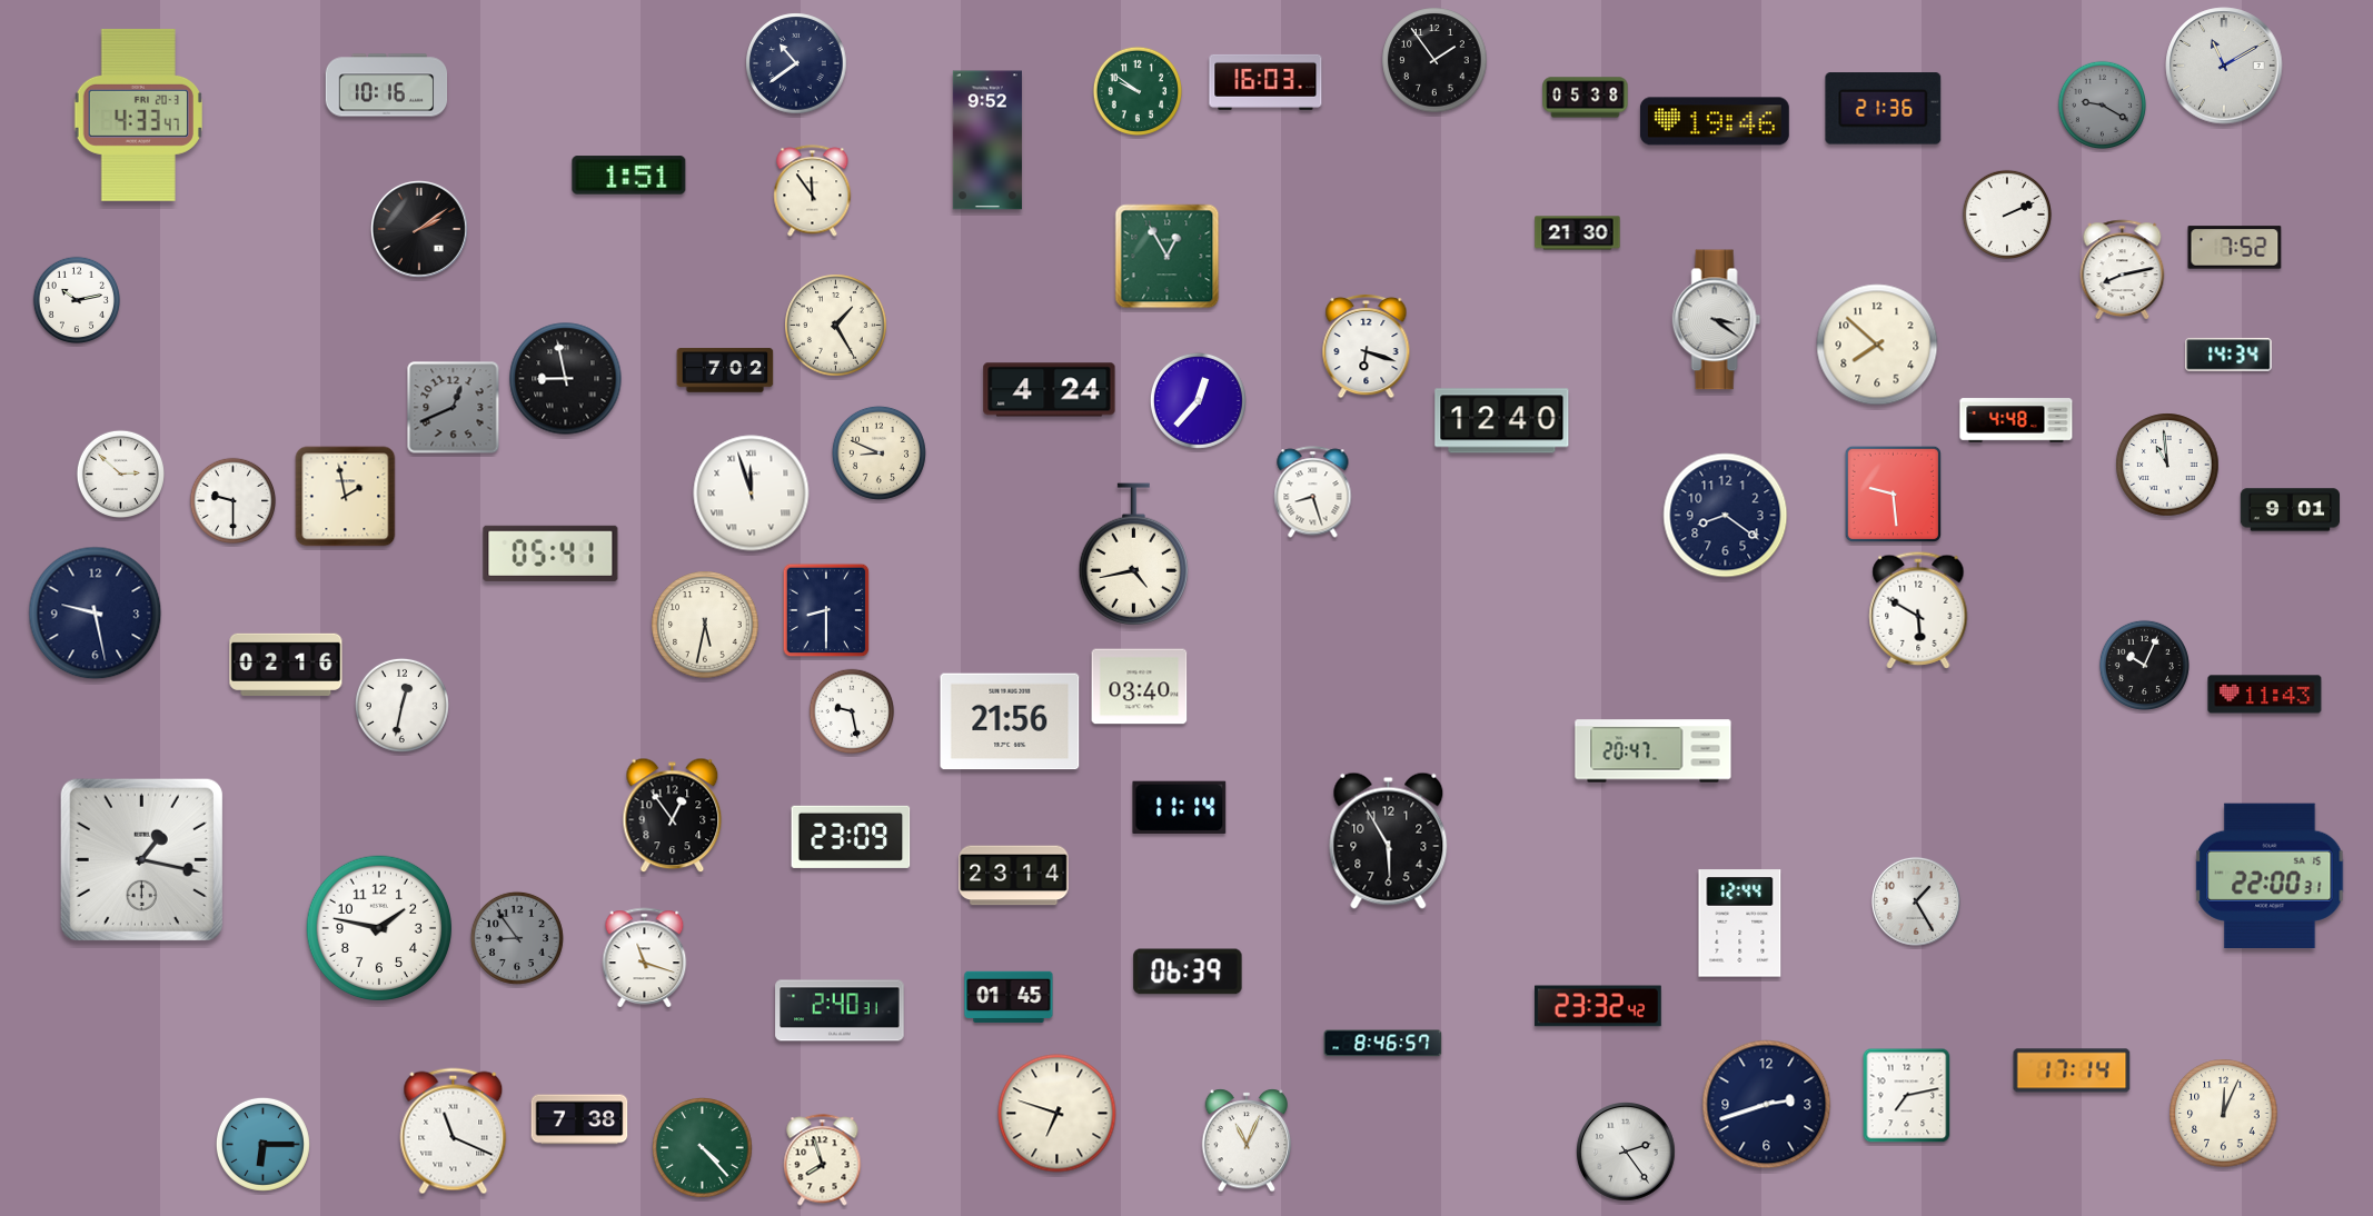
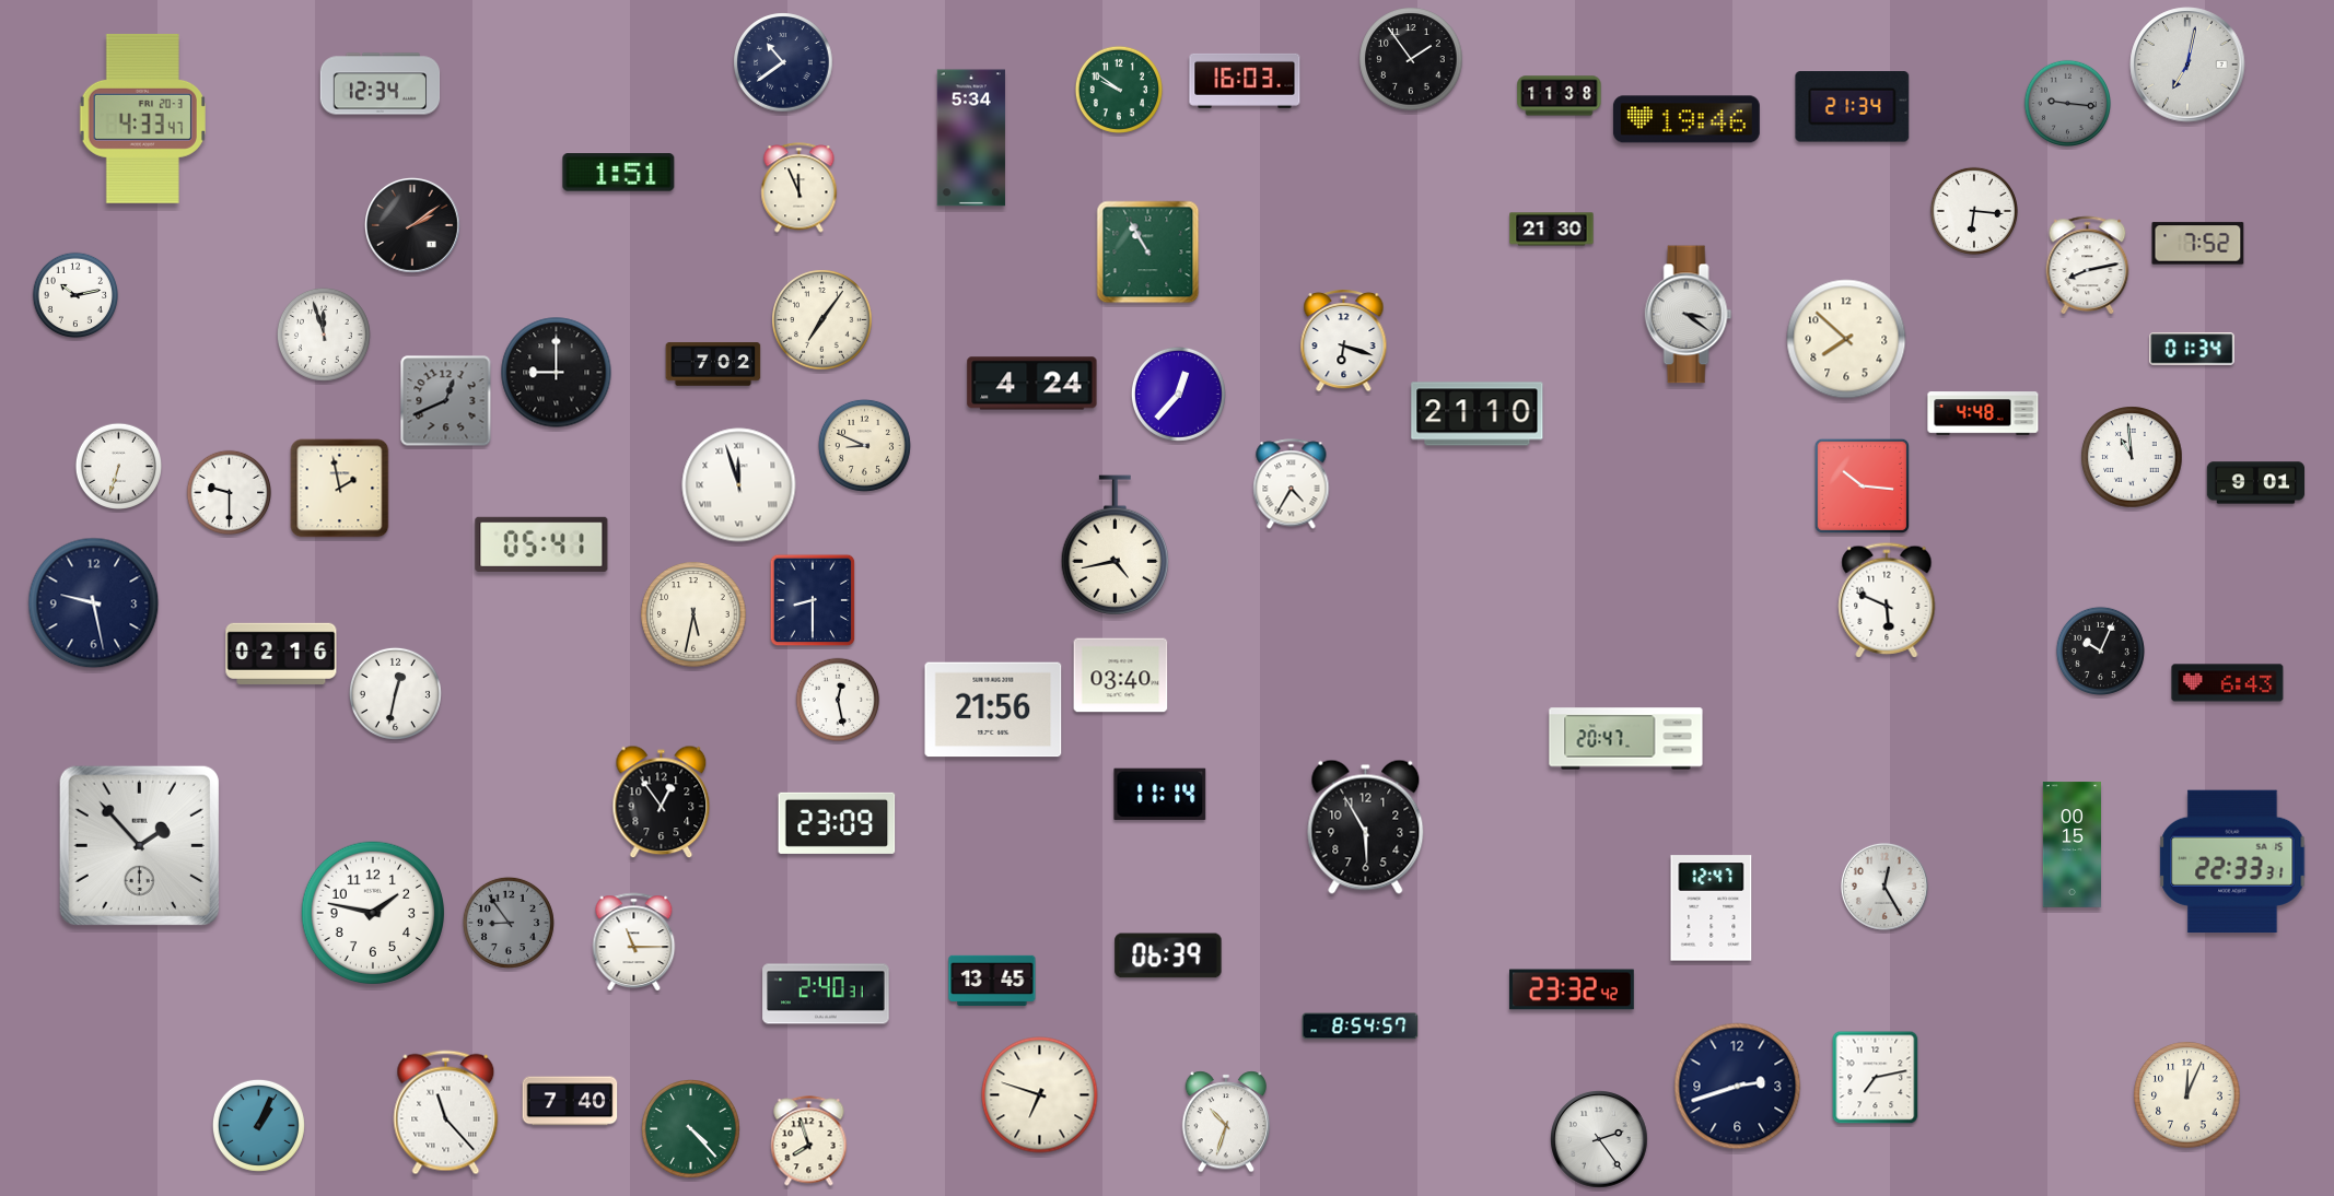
clock at (2224, 66): 11:10 -> 7:02
clock at (387, 86): 10:16 -> 12:34
clock at (1586, 98): 05:38 -> 11:38
clock at (2102, 104): 9:20 -> 9:16
clock at (1884, 109): 21:36 -> 21:34
clock at (138, 114) position: (138, 114) -> (142, 118)
clock at (987, 140): 9:52 -> 5:34
clock at (813, 191): 11:54 -> 11:56
clock at (2006, 213): 2:11 -> 6:16
clock at (1168, 257): 12:55 -> 10:55
clock at (836, 326): 1:25 -> 7:06
clock at (324, 335): none -> 11:57
clock at (2228, 355): 14:34 -> 01:34
clock at (566, 379): 8:58 -> 9:00
clock at (1502, 421): 12:40 -> 21:10
clock at (120, 474): 2:52 -> 6:33
clock at (1313, 492): 8:27 -> 4:35
clock at (1893, 494): 9:29 -> 10:16
clock at (2291, 510) position: (2291, 510) -> (2256, 483)
clock at (1726, 516): 8:21 -> none
clock at (1918, 610): 5:50 -> 5:49
clock at (2144, 665) position: (2144, 665) -> (2100, 650)
clock at (2265, 695): 11:43 -> 6:43
clock at (852, 711): 9:28 -> 12:28
clock at (141, 859): 1:17 -> 1:53
clock at (2072, 845): none -> 00:15
clock at (2270, 875): 22:00 -> 22:33
clock at (1014, 876): 23:14 -> none
clock at (1916, 901): 1:25 -> 12:25
clock at (1740, 924): 12:44 -> 12:47
clock at (645, 958): 11:18 -> 11:15
clock at (1009, 997): 01:45 -> 13:45
clock at (1383, 1044): 8:46 -> 8:54
clock at (2072, 1070): 17:14 -> none
clock at (579, 1119): 7:38 -> 7:40
clock at (454, 1132): 11:19 -> 11:23
clock at (1247, 1140): 11:04 -> 10:33
clock at (262, 1144): 6:15 -> 1:04
clock at (1627, 1153) position: (1627, 1153) -> (1600, 1140)
